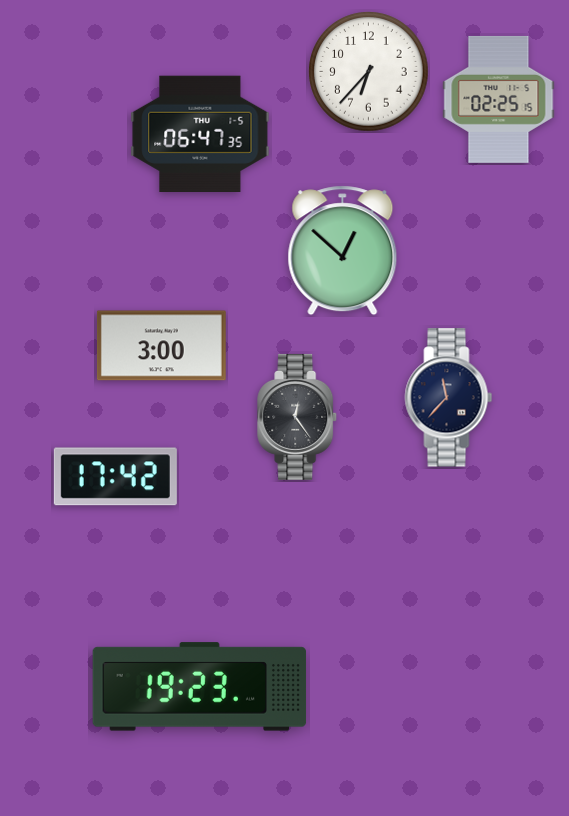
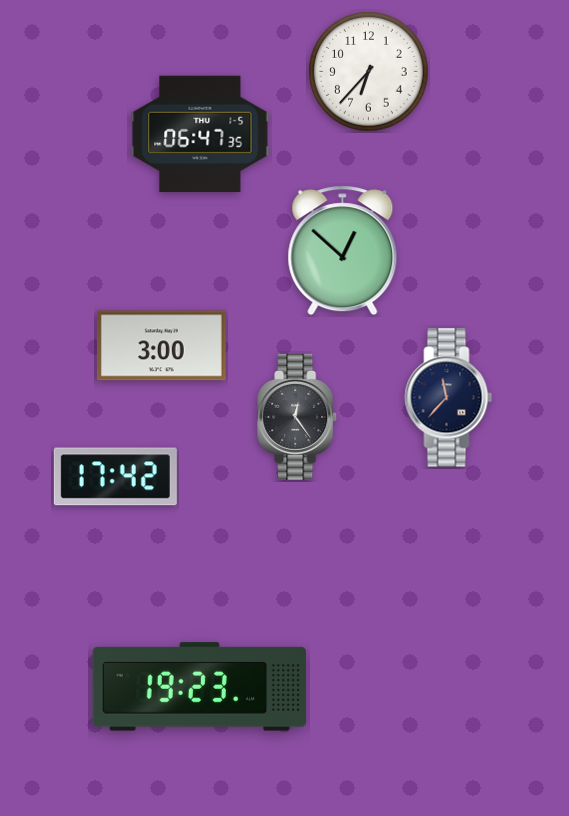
clock at (499, 99): 02:25 -> none
